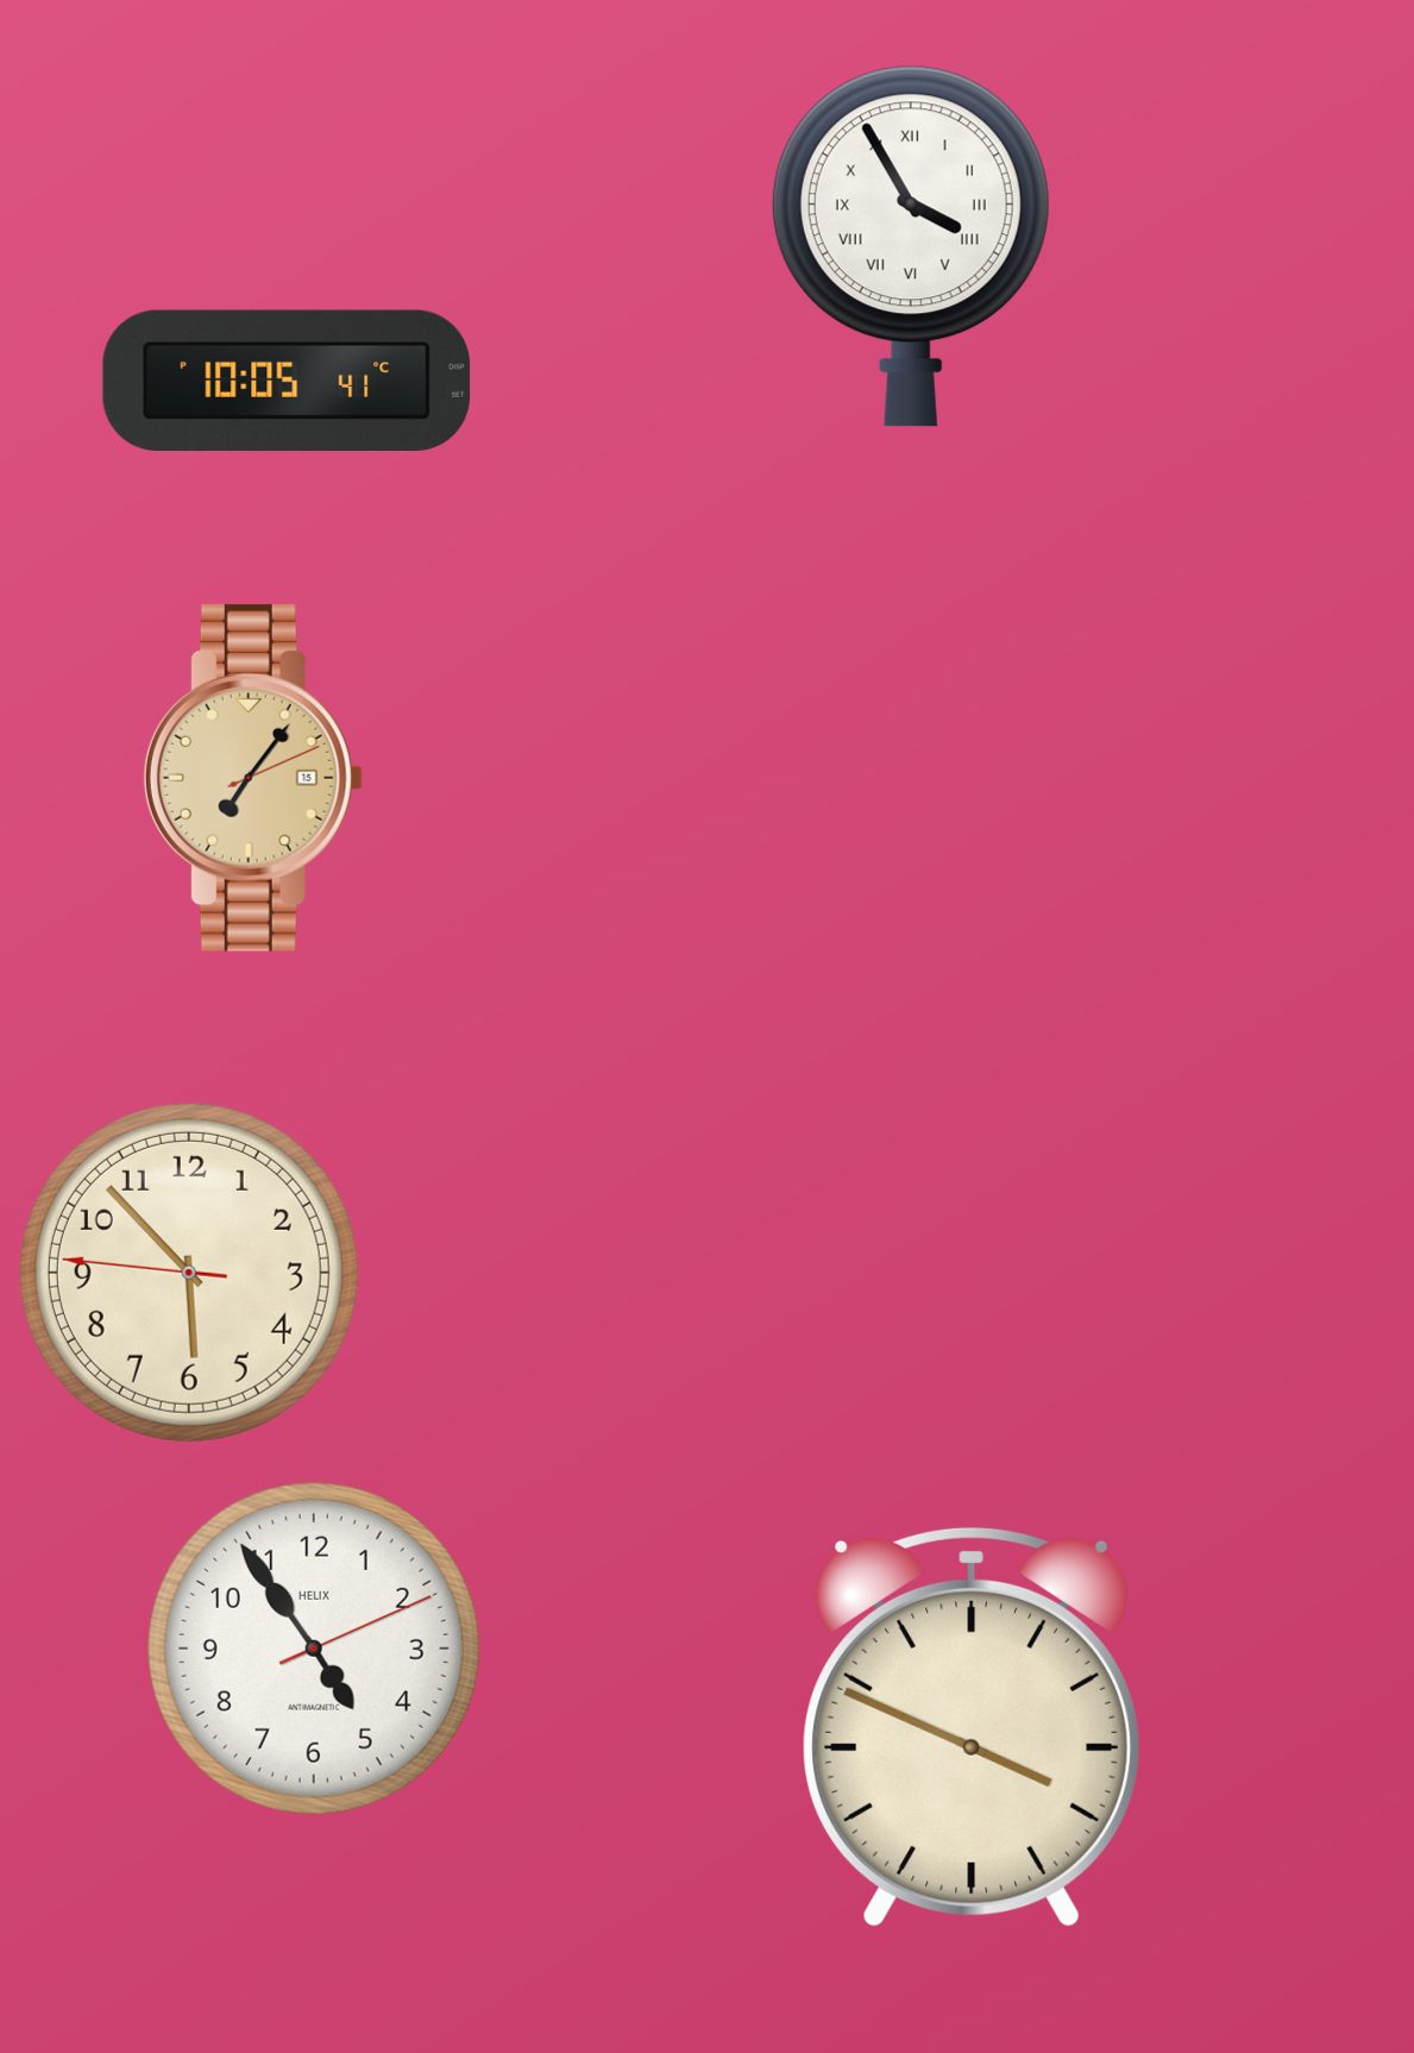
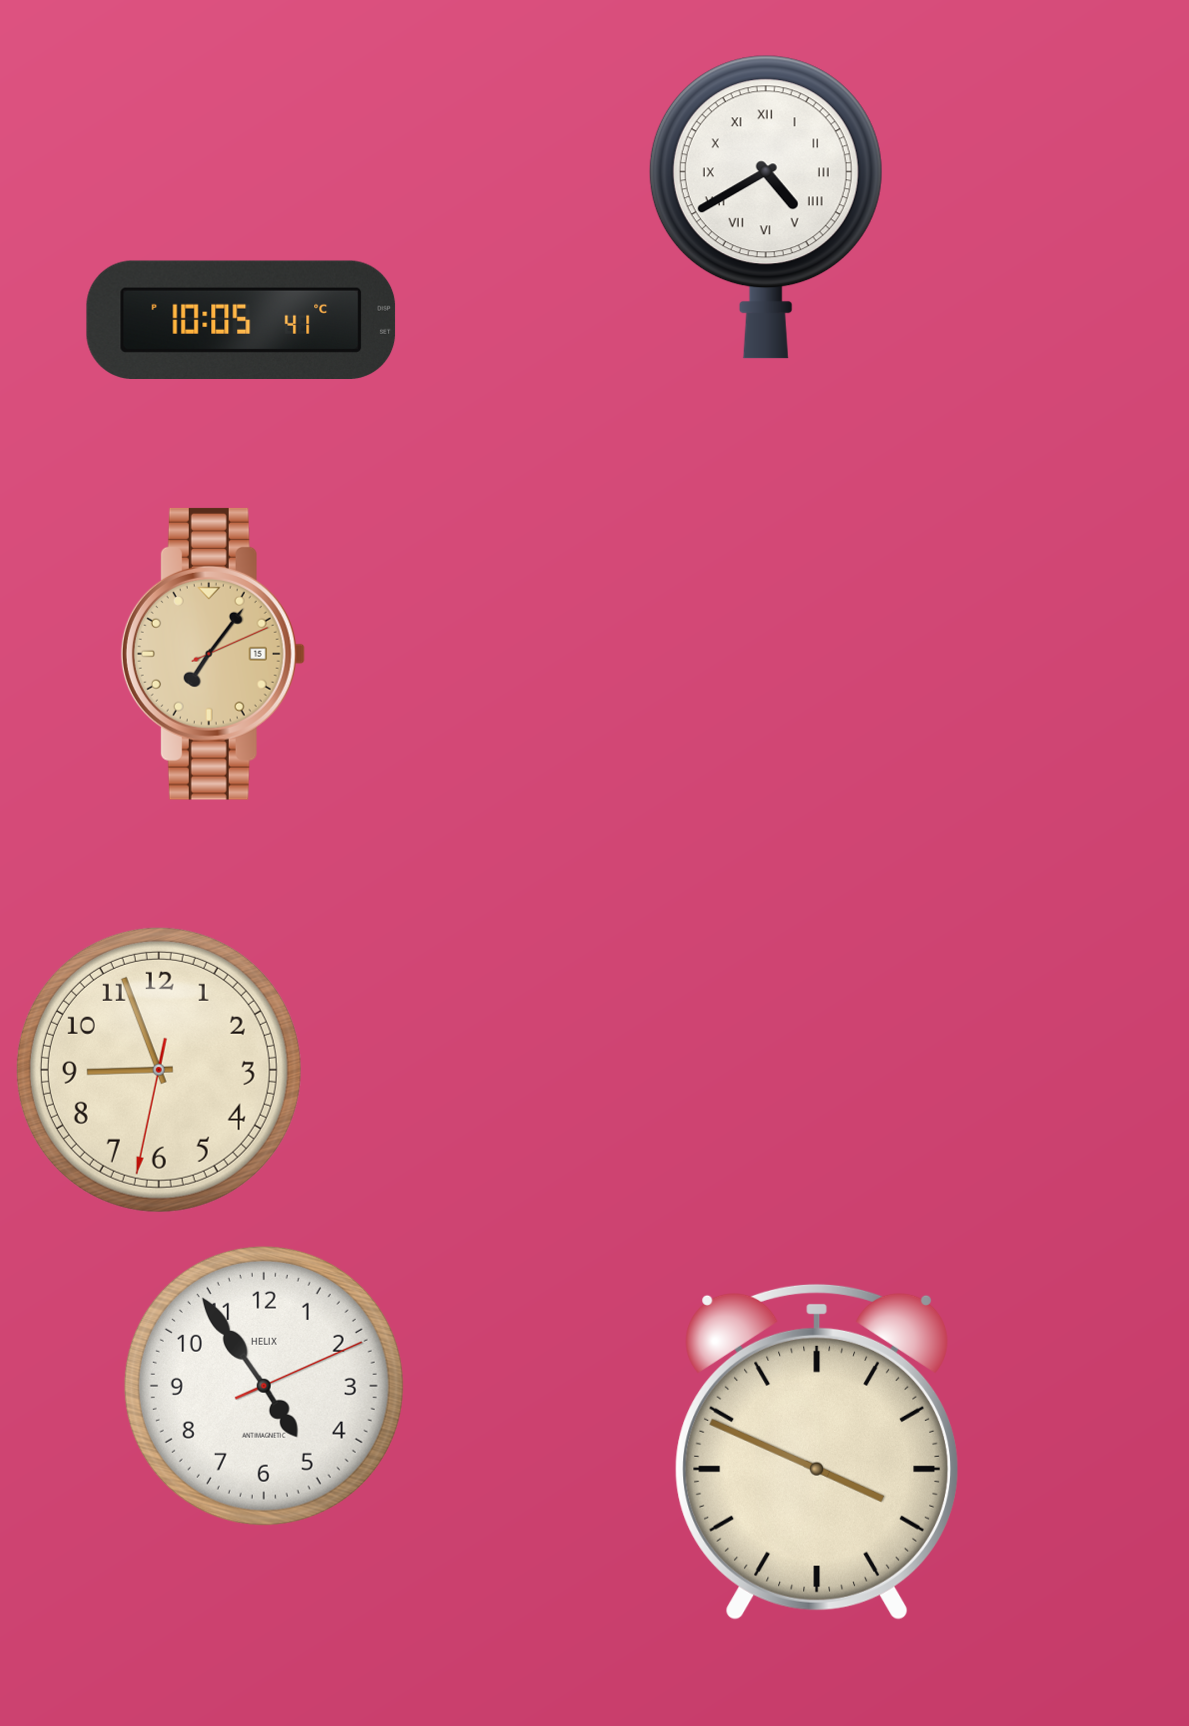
clock at (911, 246): 3:55 -> 4:40
clock at (189, 1273): 5:52 -> 8:56
